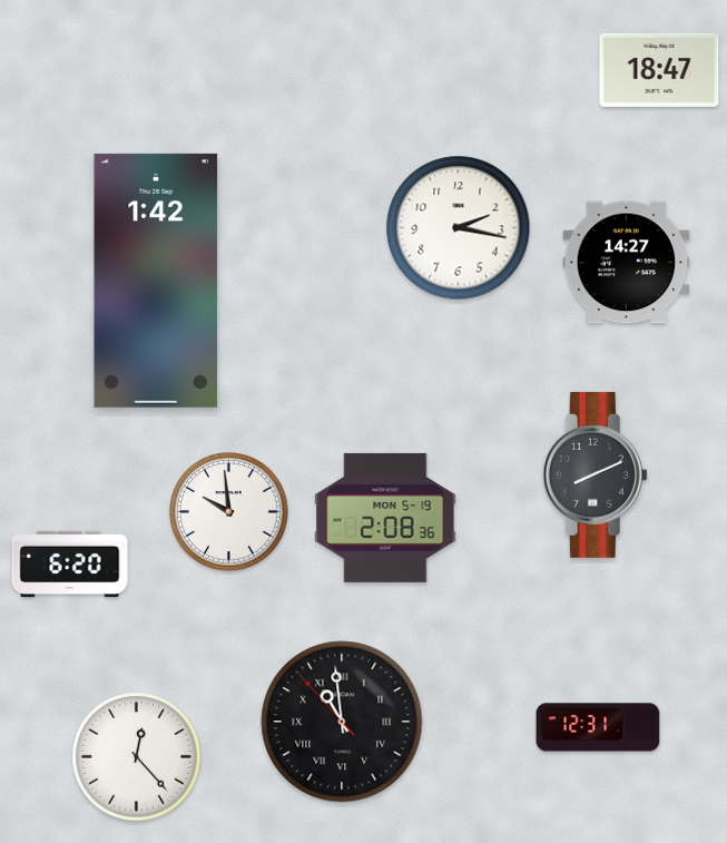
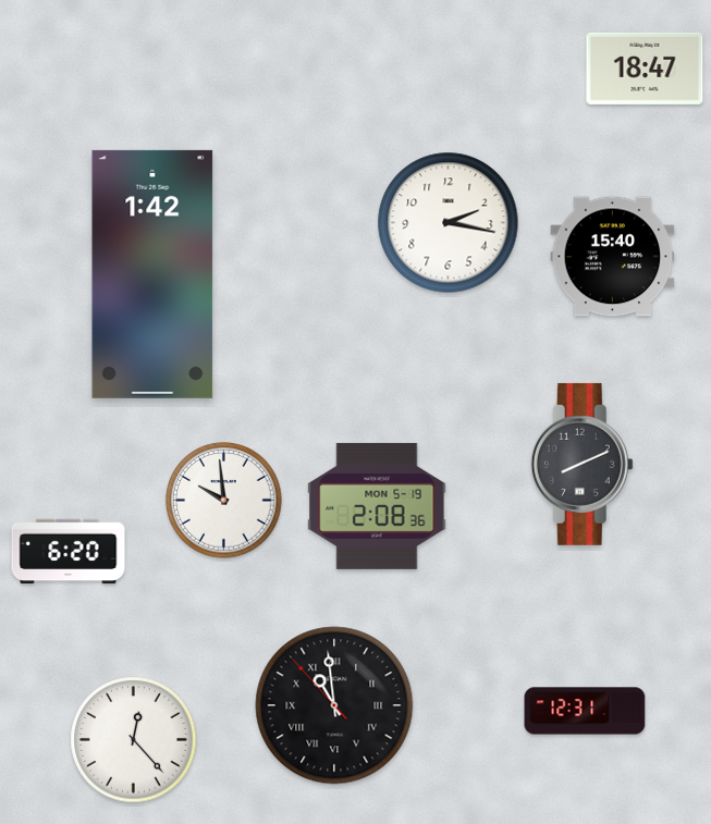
clock at (627, 263): 14:27 -> 15:40
